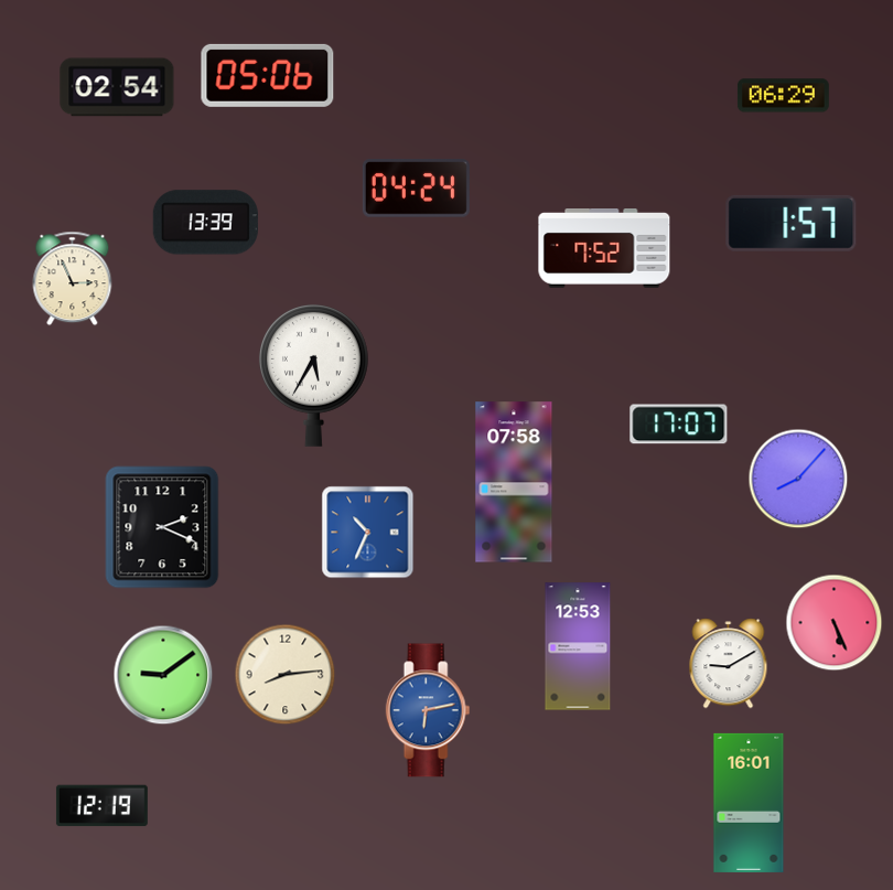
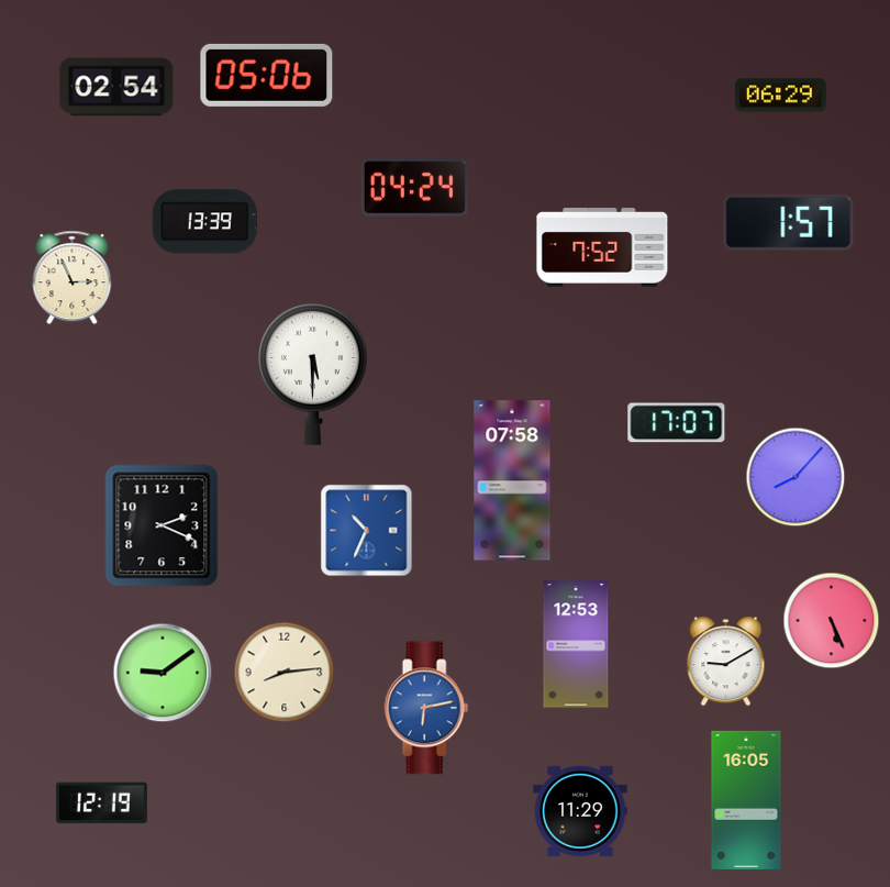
clock at (313, 376): 5:35 -> 5:30
clock at (749, 803): 16:01 -> 16:05
clock at (580, 810): none -> 11:29
